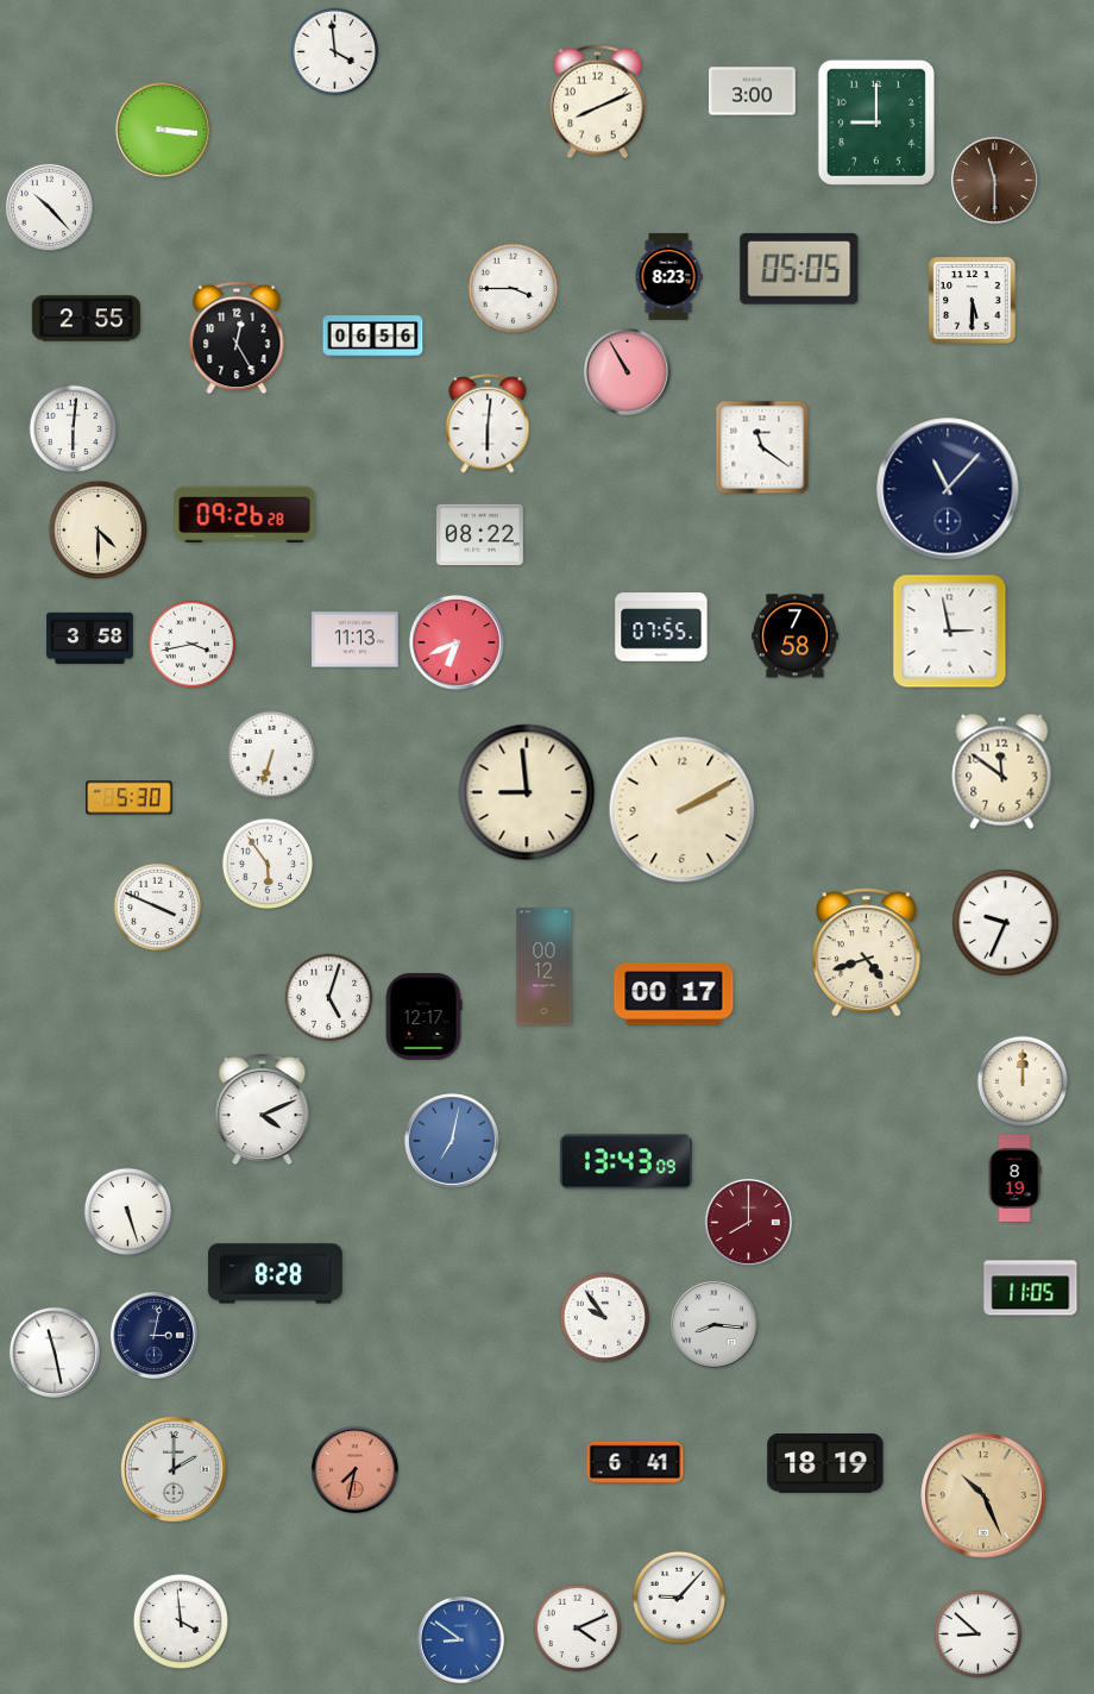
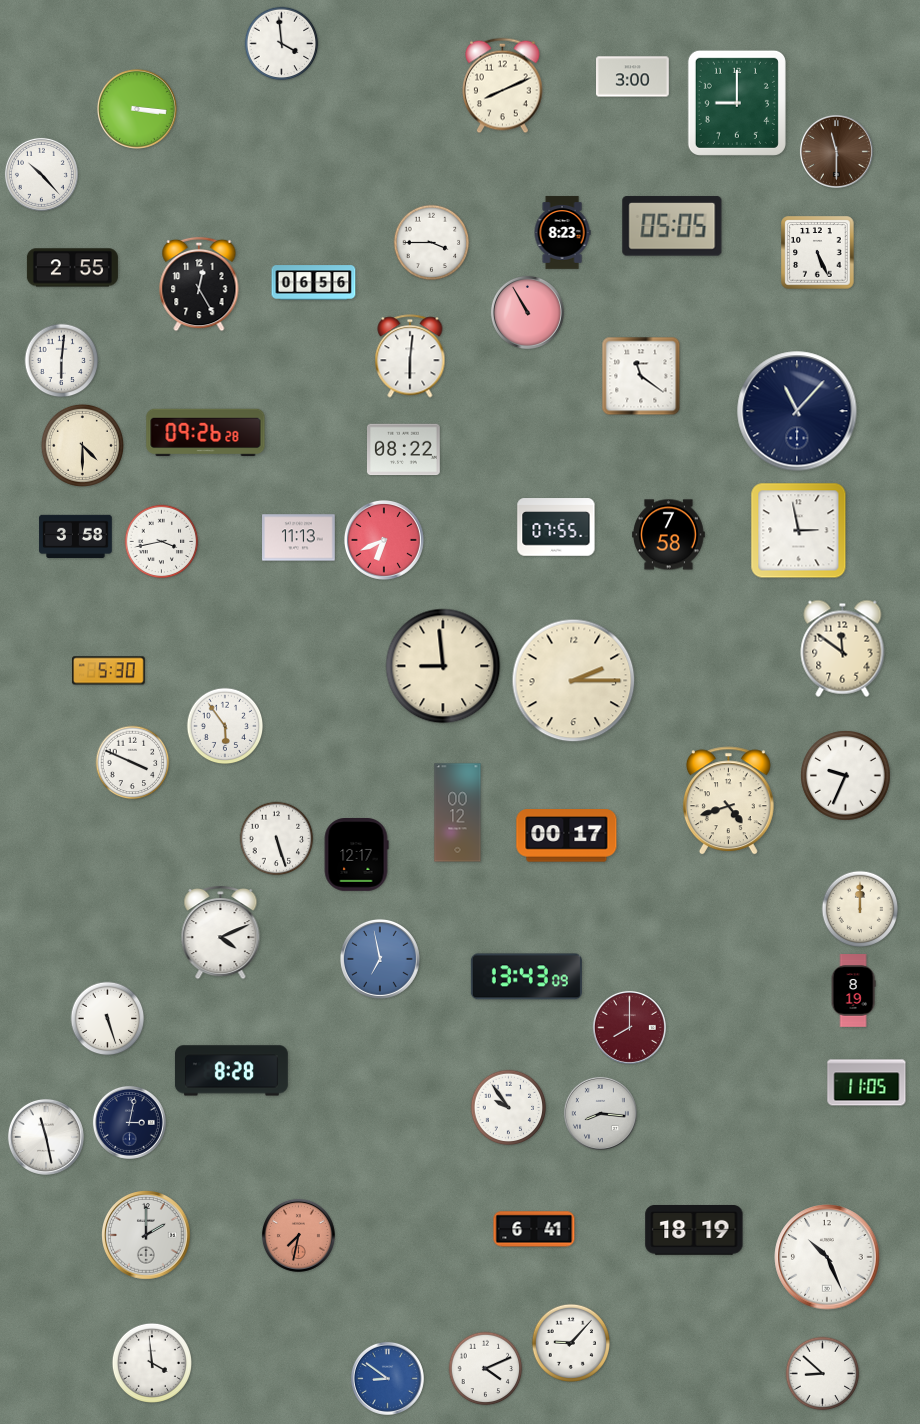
clock at (973, 301): 5:30 -> 5:26
clock at (272, 755): 6:33 -> none
clock at (683, 810): 2:10 -> 2:15
clock at (329, 998): 5:03 -> 5:27
clock at (452, 1141): 7:02 -> 6:58
clock at (983, 1495) dial: champagne -> white
